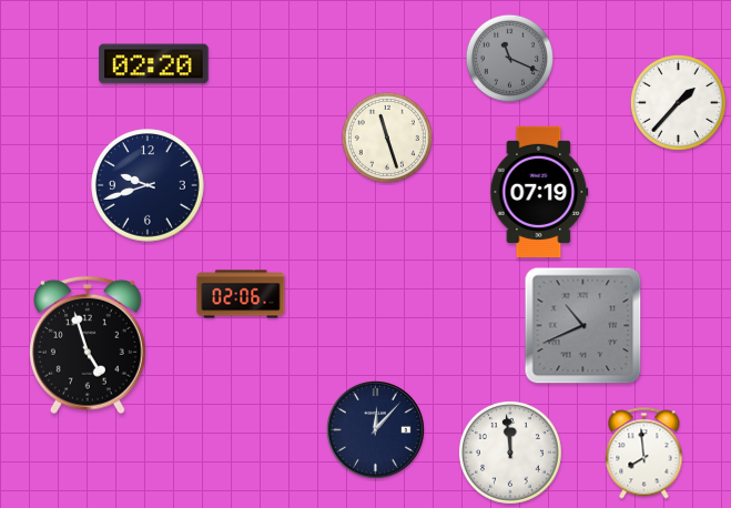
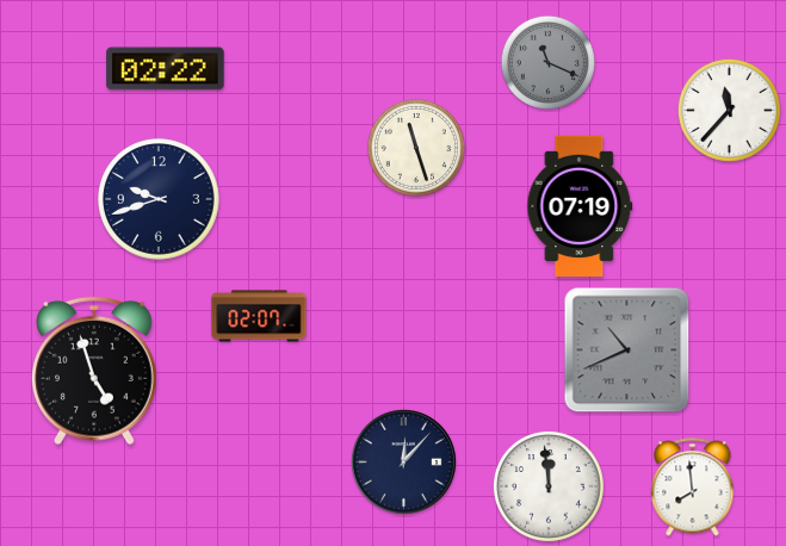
clock at (154, 64): 02:20 -> 02:22
clock at (678, 102): 1:37 -> 11:37
clock at (241, 294): 02:06 -> 02:07
